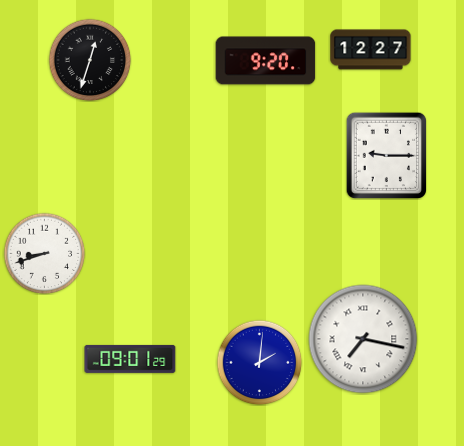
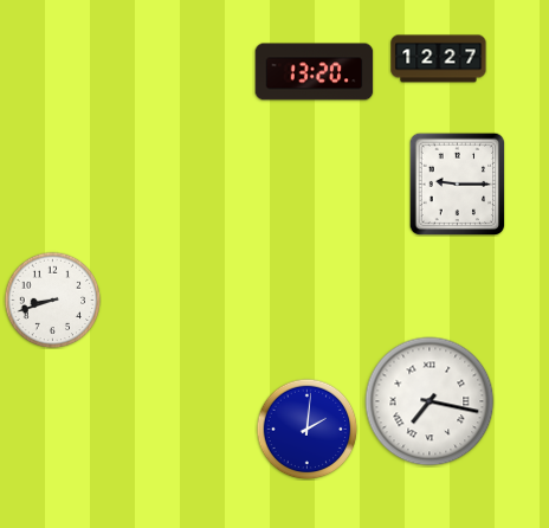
clock at (90, 60): 12:33 -> none
clock at (266, 61): 9:20 -> 13:20
clock at (130, 359): 09:01 -> none
